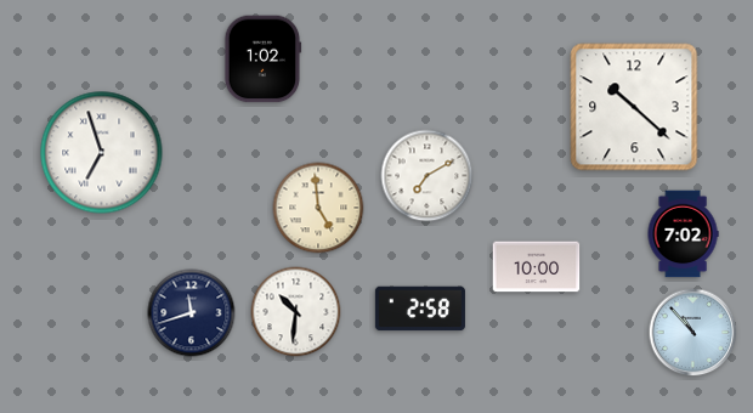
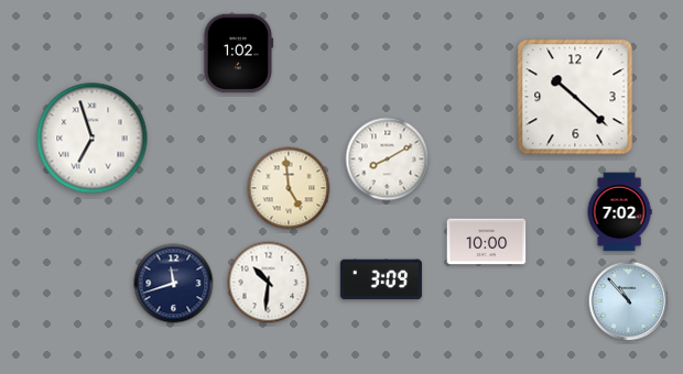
clock at (428, 176): 7:10 -> 8:10
clock at (420, 309): 2:58 -> 3:09
